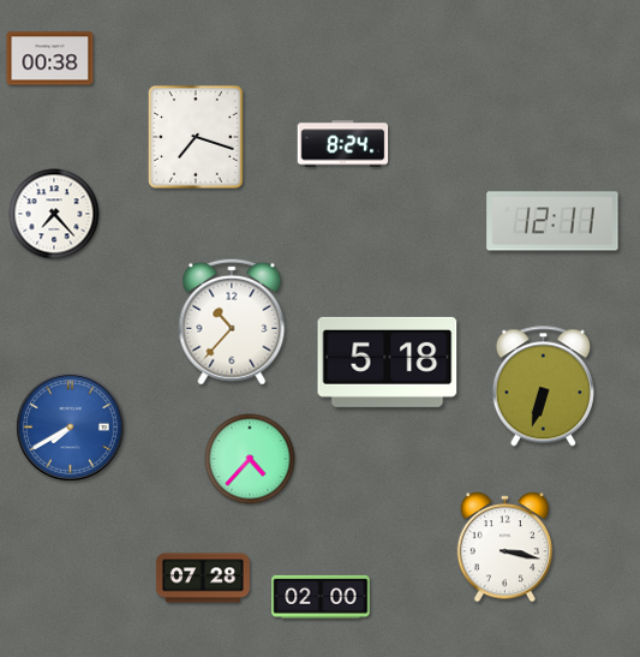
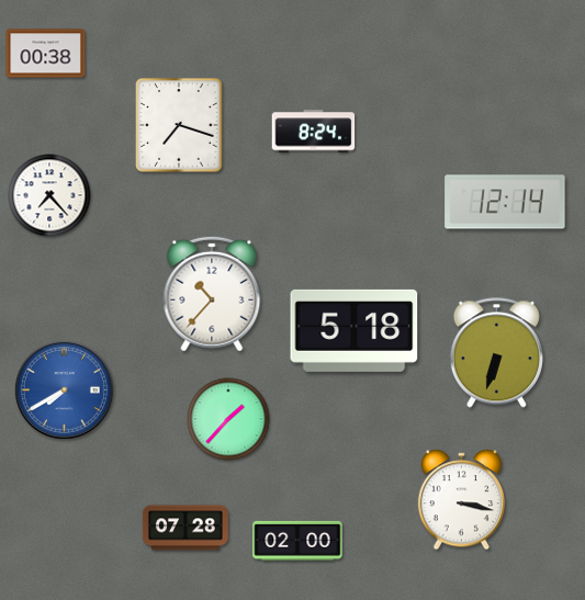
clock at (552, 221): 12:11 -> 12:14
clock at (250, 459): 4:37 -> 1:37
clock at (321, 597) position: (321, 597) -> (297, 541)
